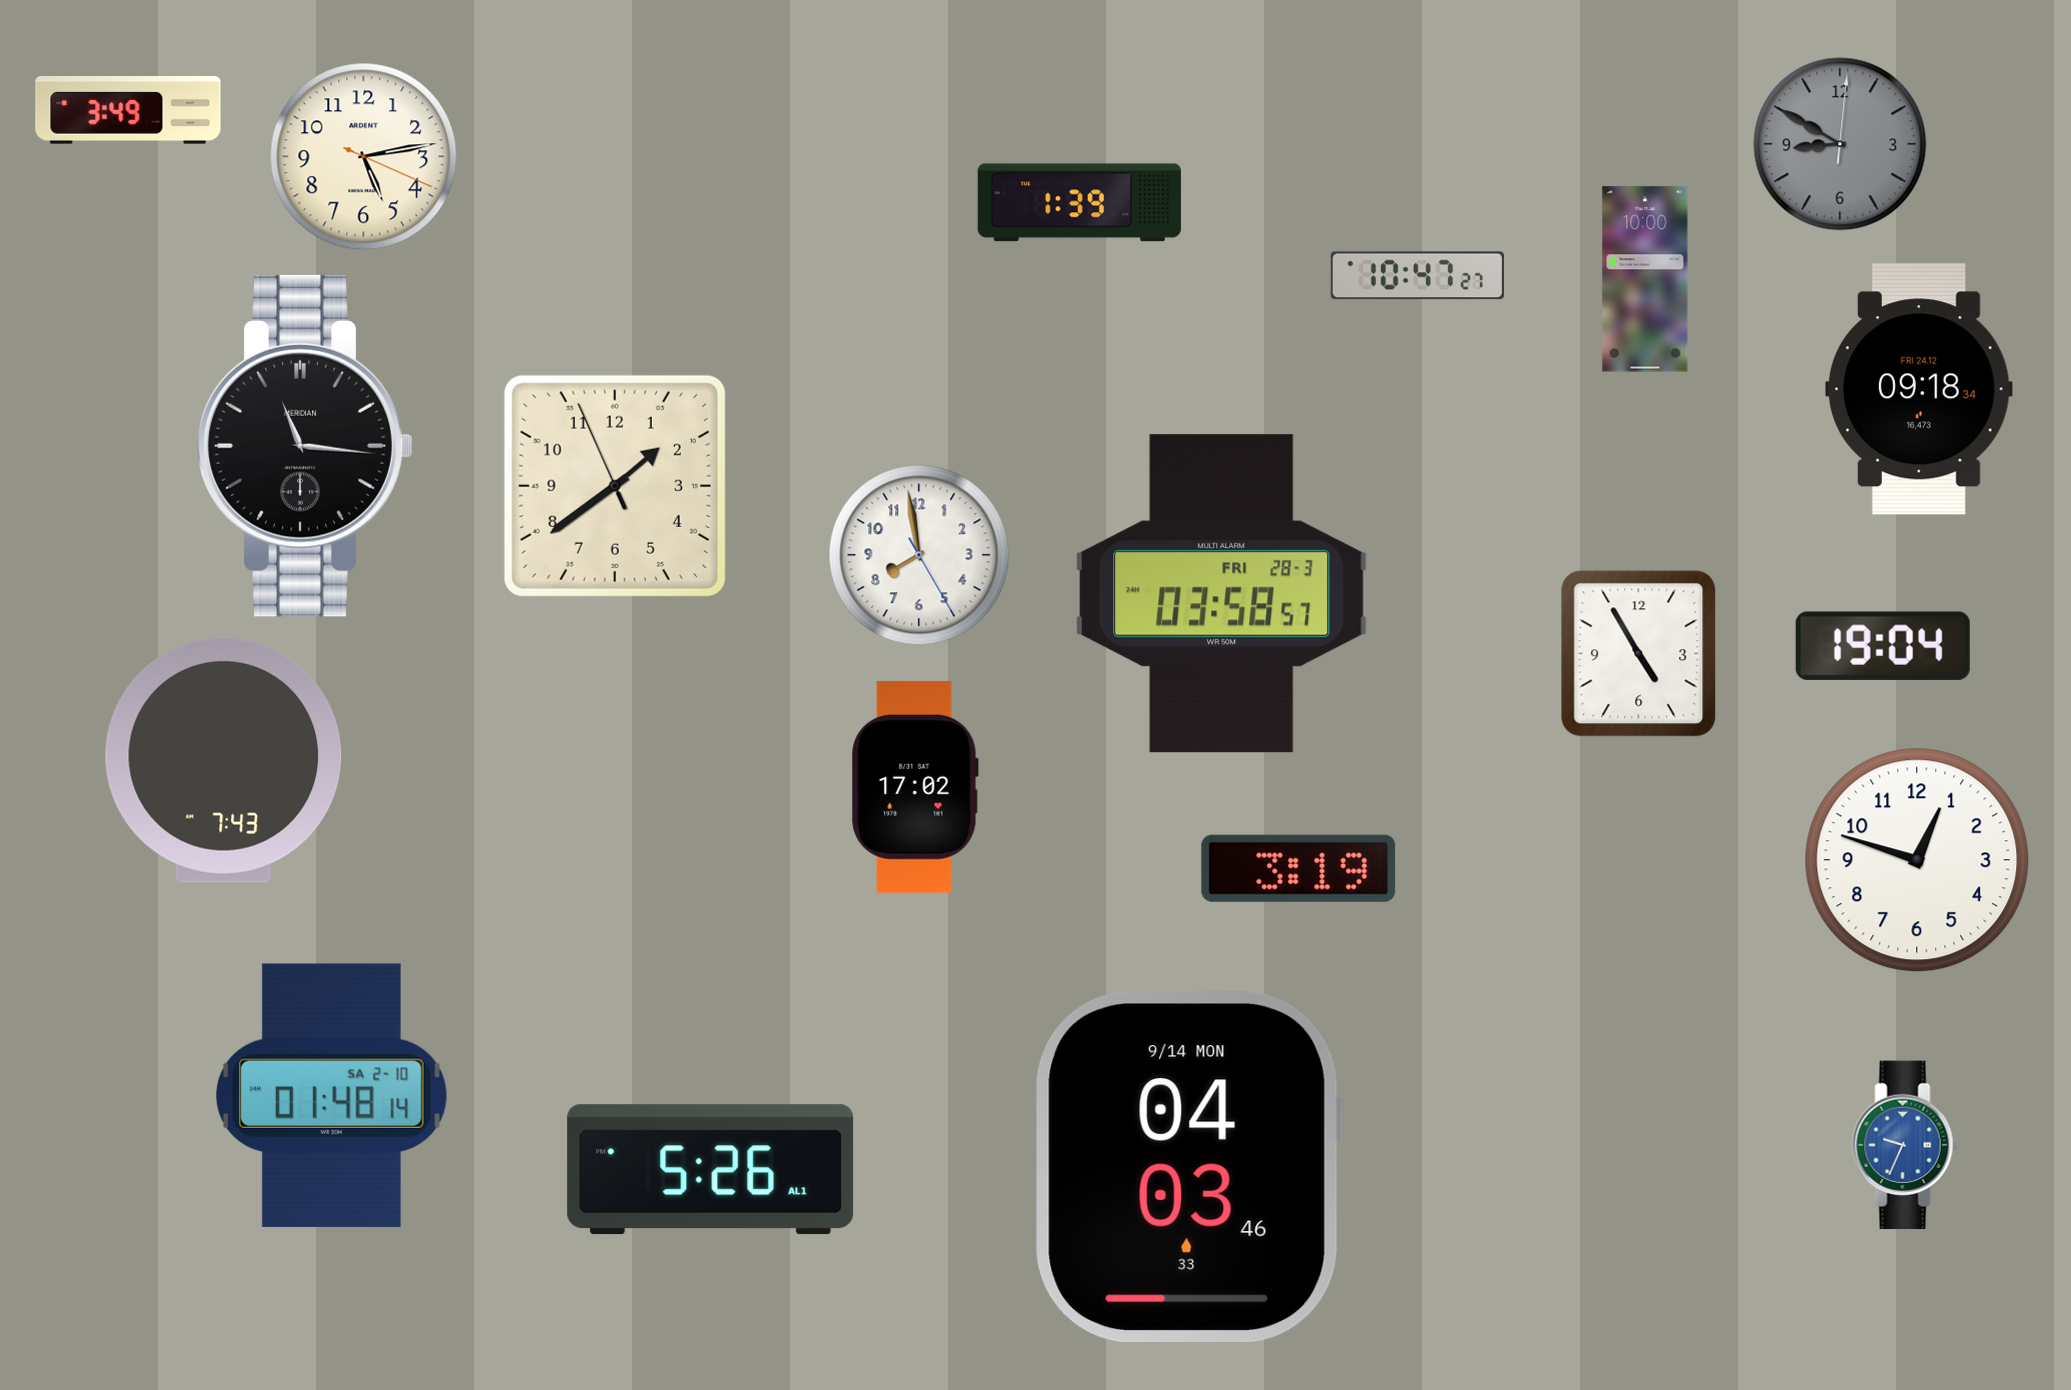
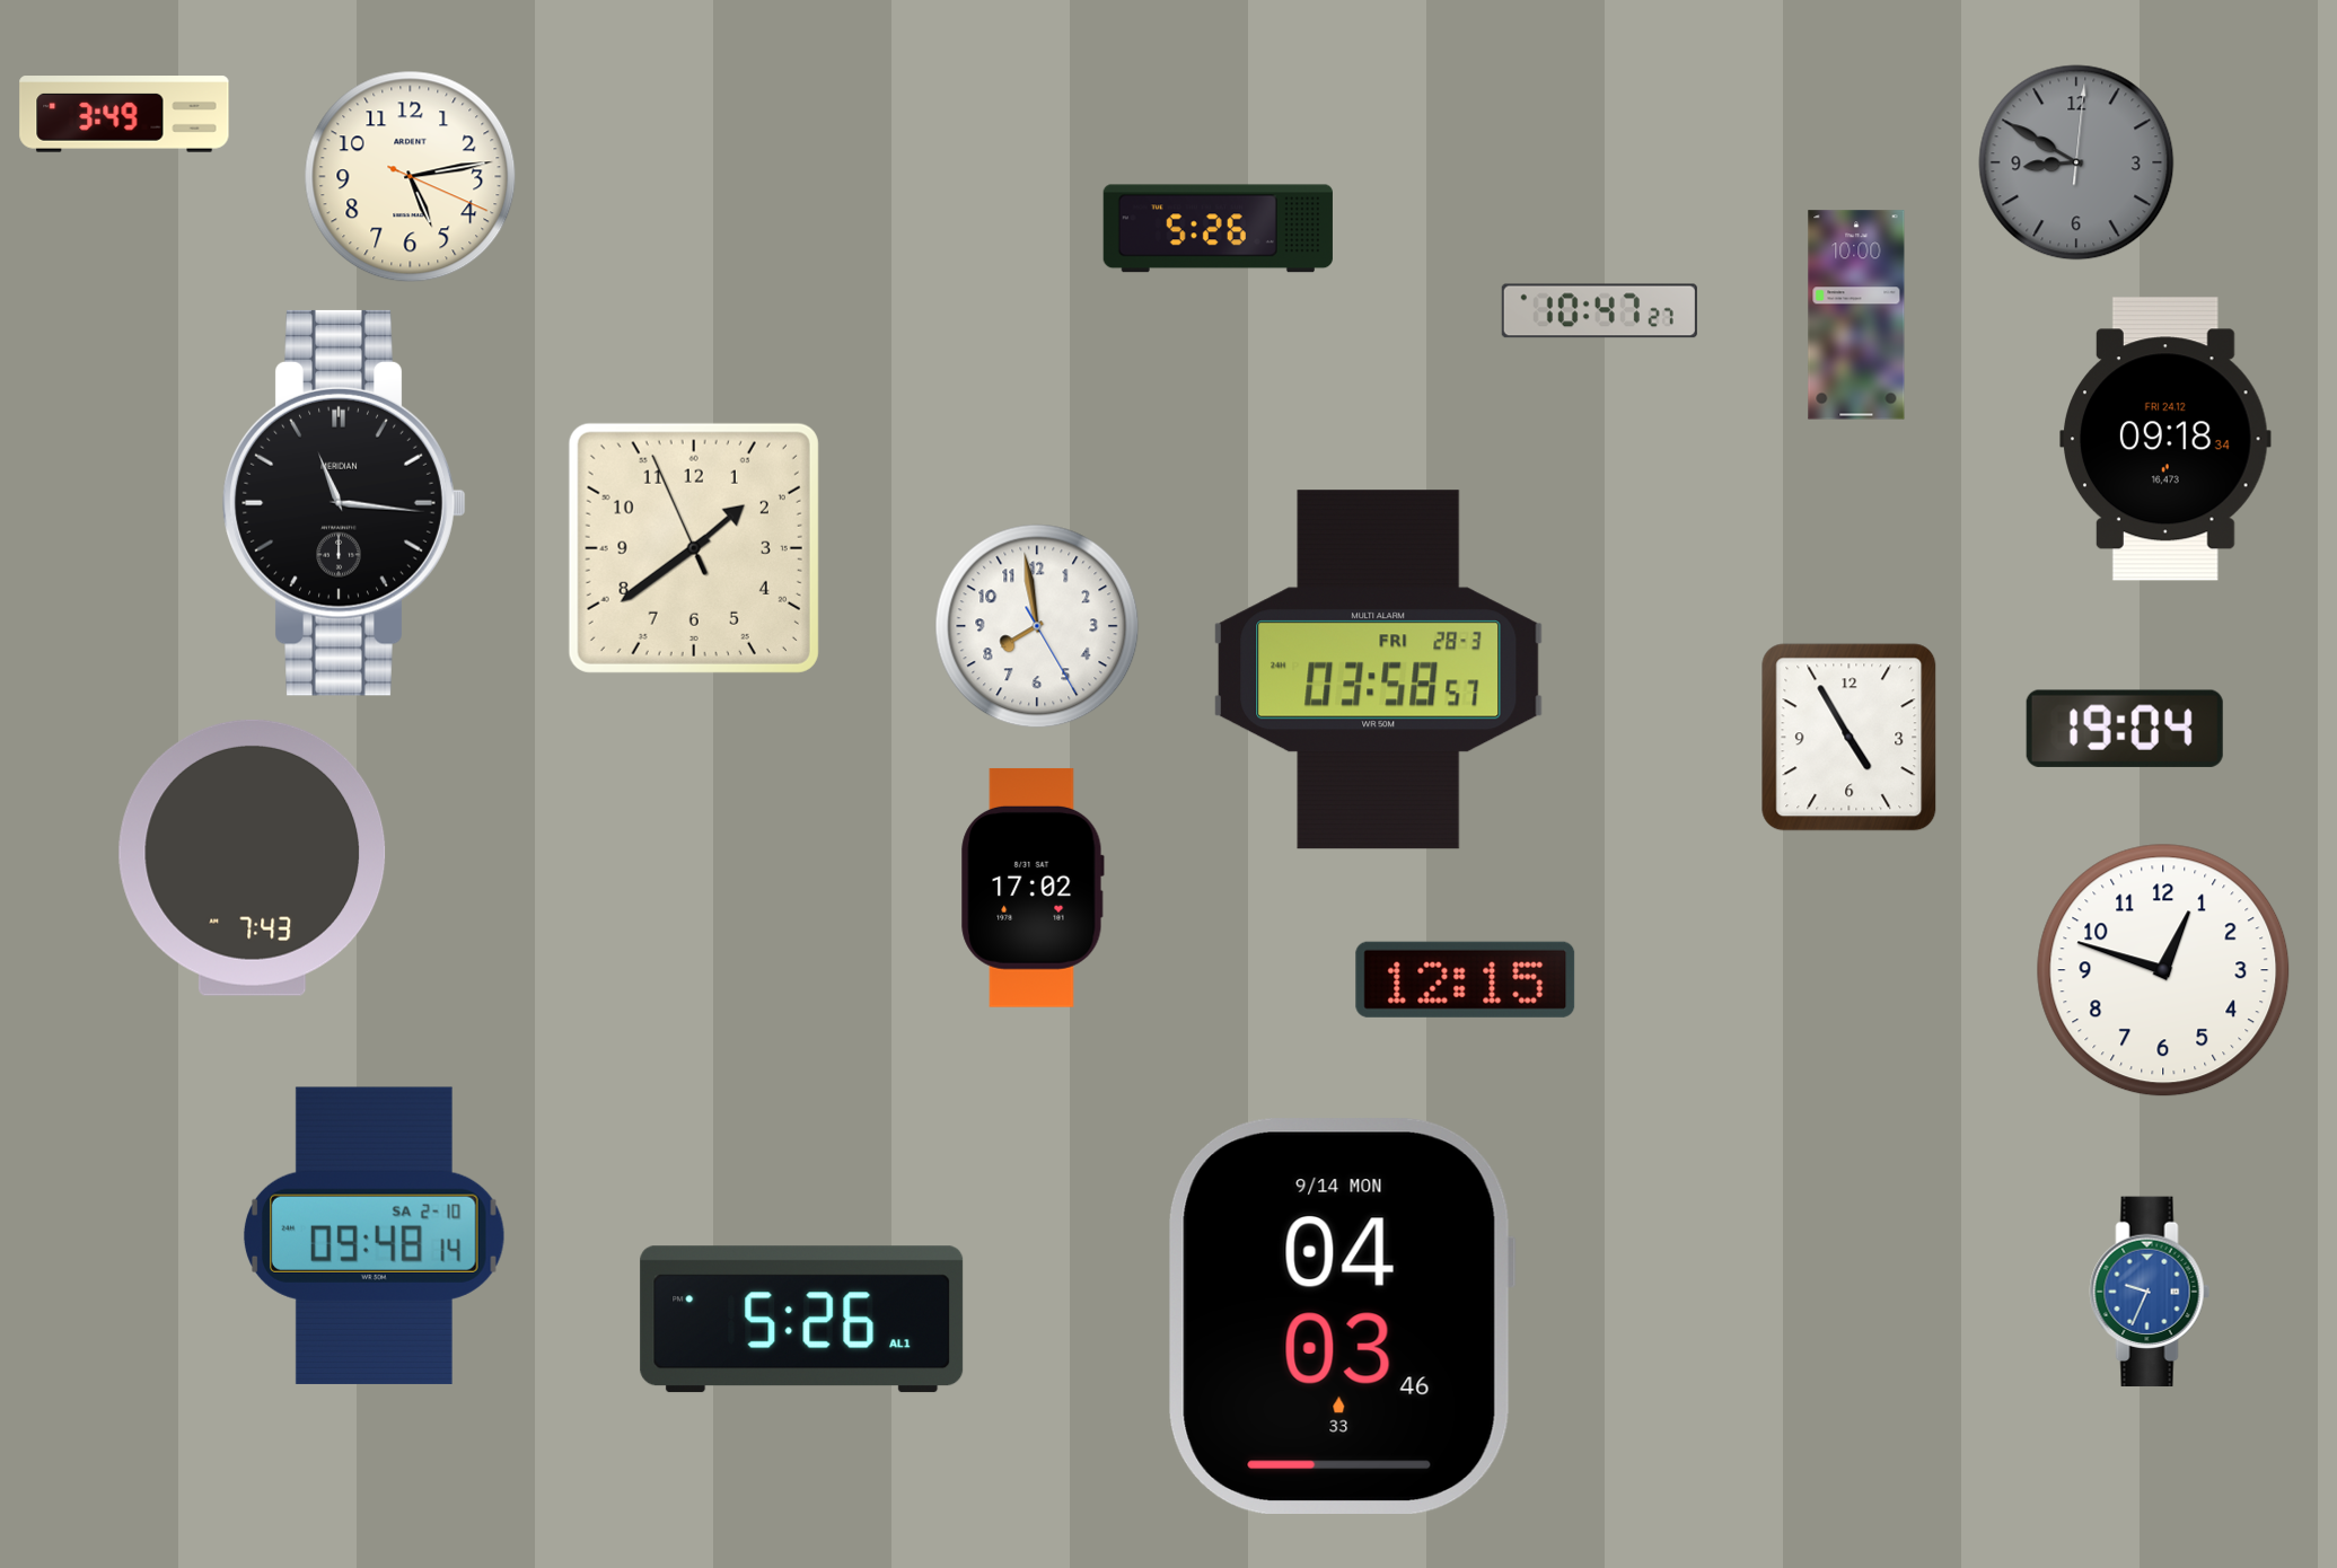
clock at (128, 110) position: (128, 110) -> (124, 114)
clock at (1079, 203): 1:39 -> 5:26
clock at (1299, 868): 3:19 -> 12:15
clock at (331, 1095): 01:48 -> 09:48
